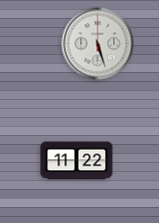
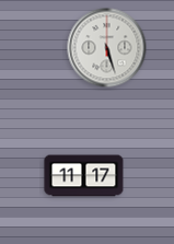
clock at (77, 161): 11:22 -> 11:17
